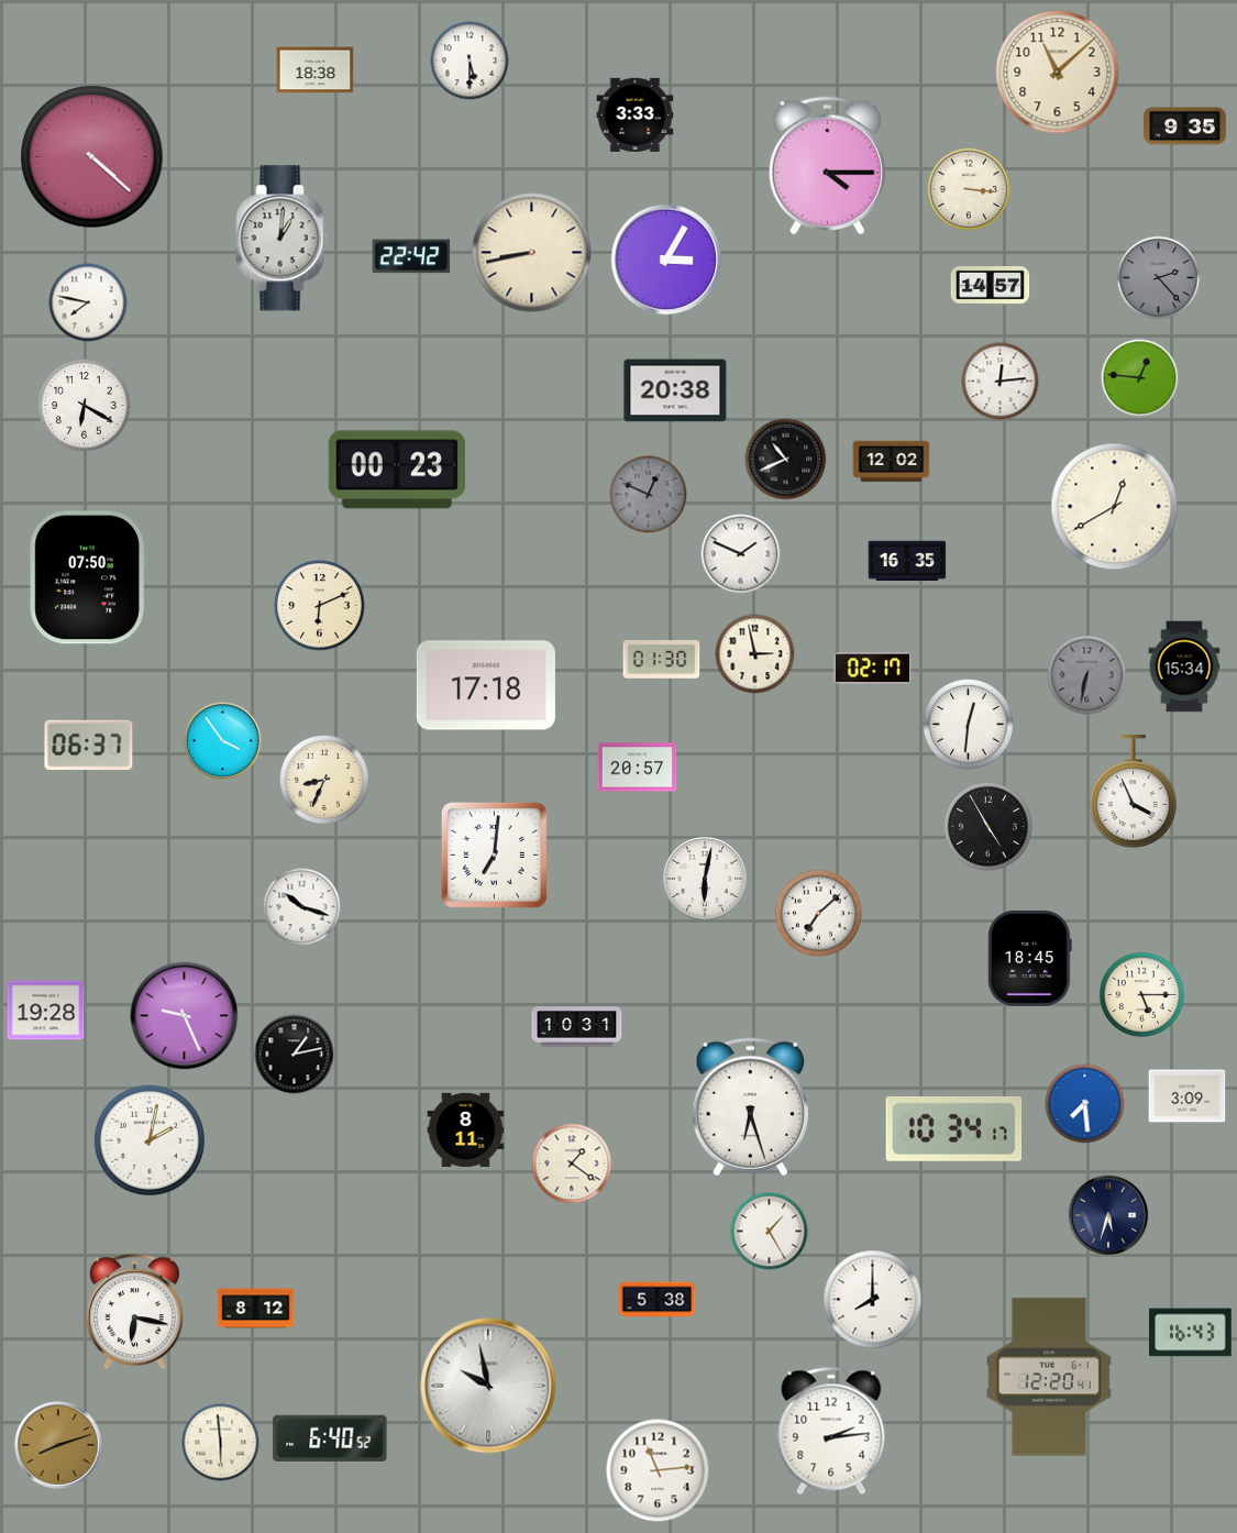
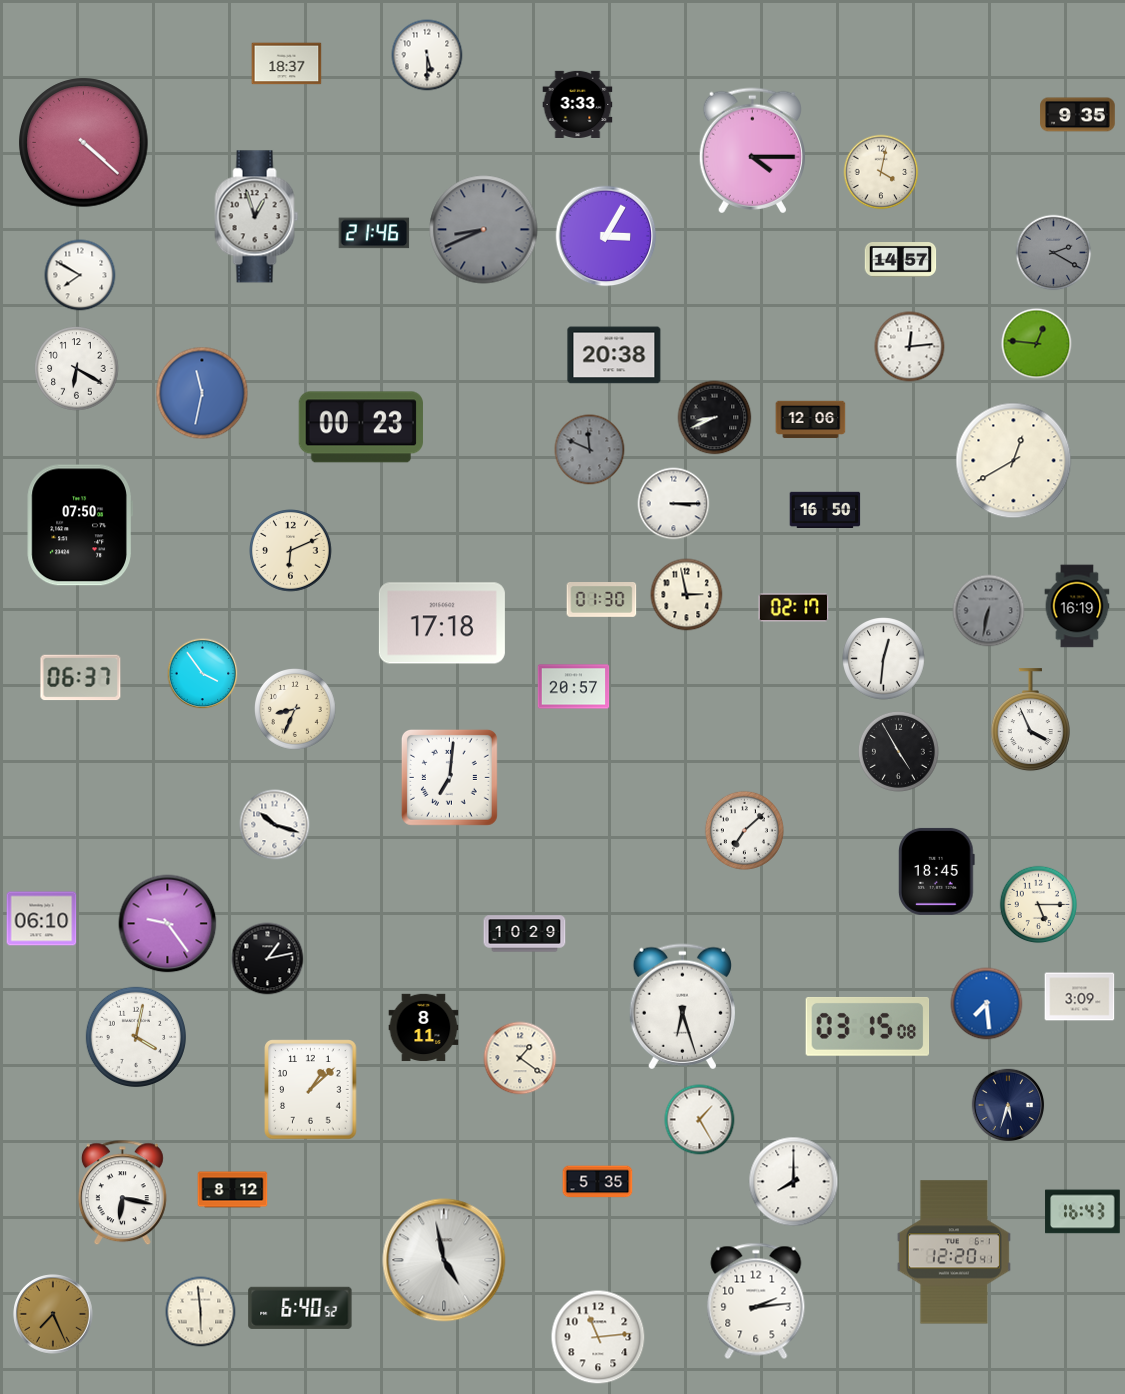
clock at (316, 70): 18:38 -> 18:37
clock at (1058, 73): 11:08 -> none
clock at (969, 189): 3:16 -> 4:02
clock at (283, 239): 1:01 -> 12:57
clock at (532, 253): 8:43 -> 8:41
clock at (532, 253) dial: cream -> grey
clock at (411, 256): 22:42 -> 21:46
clock at (1159, 278): 2:23 -> 2:20
clock at (88, 302): 7:47 -> 7:50
clock at (202, 393): none -> 11:32
clock at (786, 460): 10:41 -> 8:41
clock at (892, 462): 12:02 -> 12:06
clock at (649, 495): 12:49 -> 11:49
clock at (741, 554): 1:49 -> 3:15
clock at (907, 560): 16:35 -> 16:50
clock at (1184, 666): 15:34 -> 16:19
clock at (1087, 675) position: (1087, 675) -> (989, 611)
clock at (969, 725) position: (969, 725) -> (884, 659)
clock at (638, 768) position: (638, 768) -> (574, 687)
clock at (705, 879): 6:02 -> none
clock at (46, 1011): 19:28 -> 06:10
clock at (185, 1016): 9:26 -> 9:24
clock at (577, 1027): 10:31 -> 10:29
clock at (954, 1128): 10:34 -> 03:15
clock at (150, 1140): 2:02 -> 4:02
clock at (311, 1090): none -> 1:08
clock at (658, 1300): 5:38 -> 5:35
clock at (488, 1386): 9:58 -> 4:58
clock at (58, 1445): 8:12 -> 7:26
